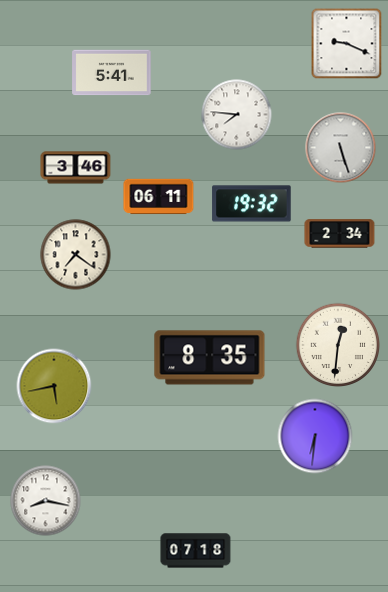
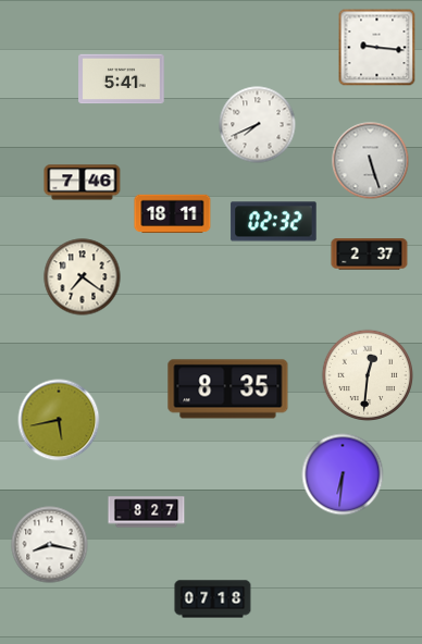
clock at (347, 44): 9:19 -> 9:16
clock at (237, 115): 7:46 -> 7:41
clock at (76, 168): 3:46 -> 7:46
clock at (159, 197): 06:11 -> 18:11
clock at (252, 204): 19:32 -> 02:32
clock at (340, 234): 2:34 -> 2:37
clock at (147, 512): none -> 8:27
